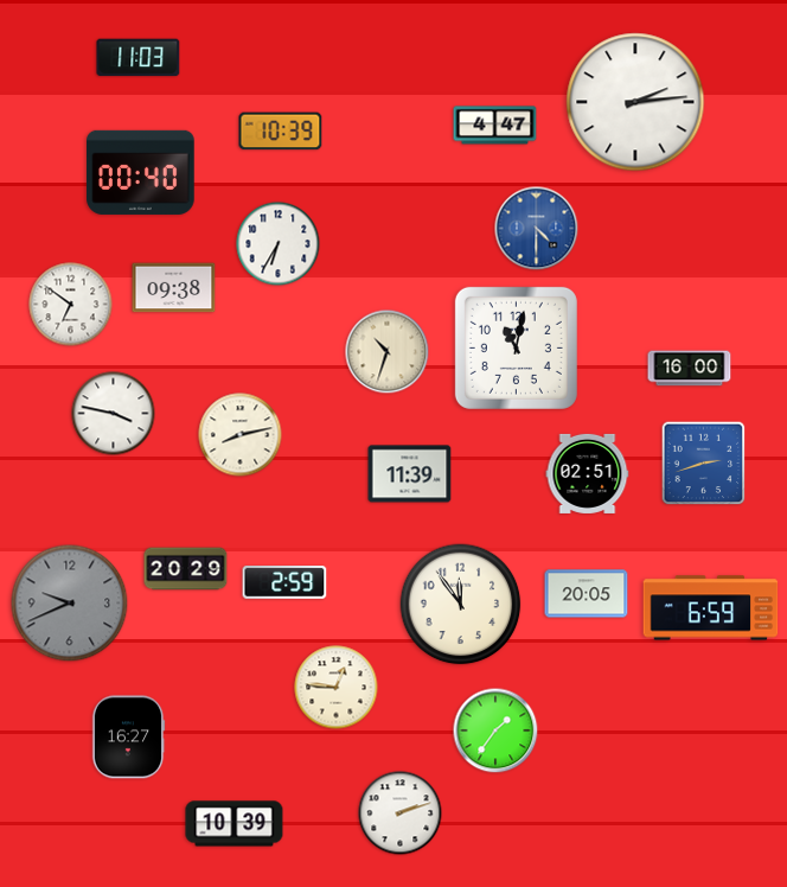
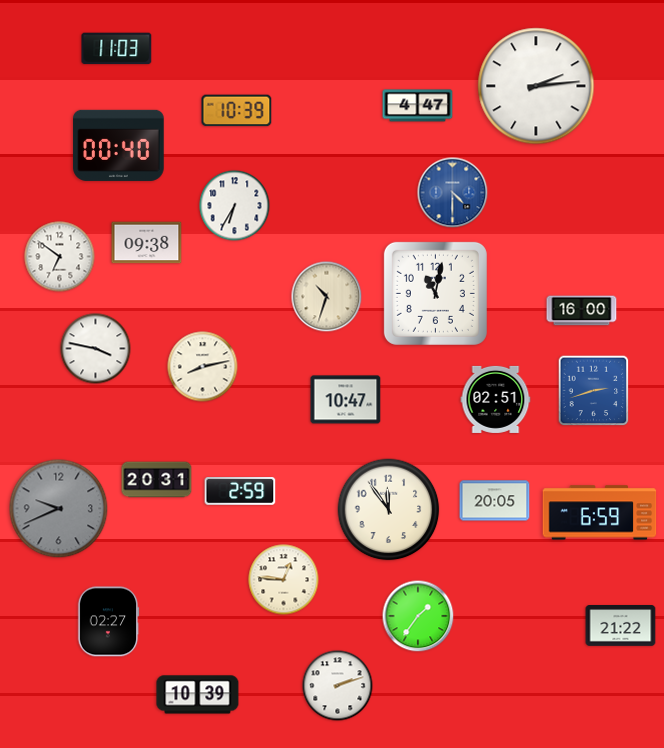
clock at (410, 474): 11:39 -> 10:47
clock at (186, 569): 20:29 -> 20:31
clock at (128, 738): 16:27 -> 02:27
clock at (621, 626): none -> 21:22
